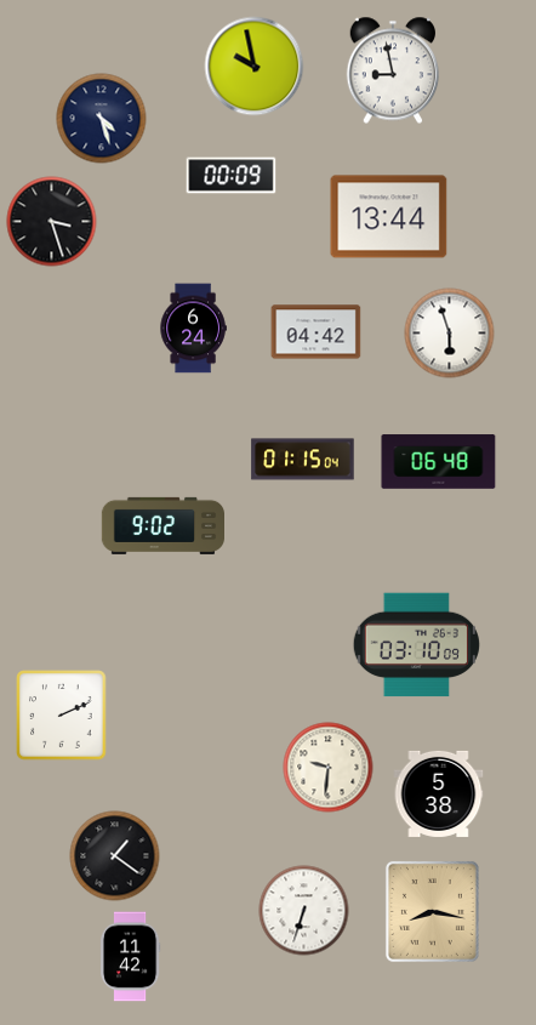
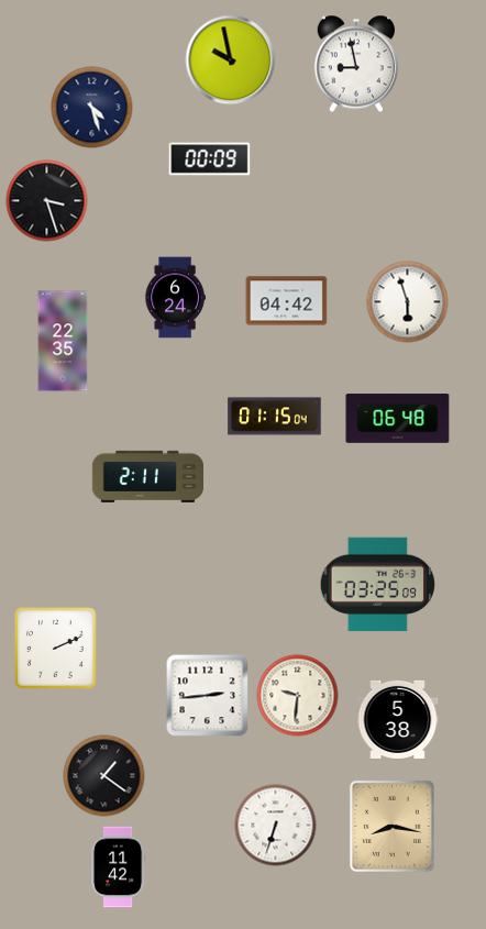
clock at (389, 217): 13:44 -> none
clock at (63, 341): none -> 22:35
clock at (162, 525): 9:02 -> 2:11
clock at (416, 645): 03:10 -> 03:25
clock at (208, 696): none -> 2:44
